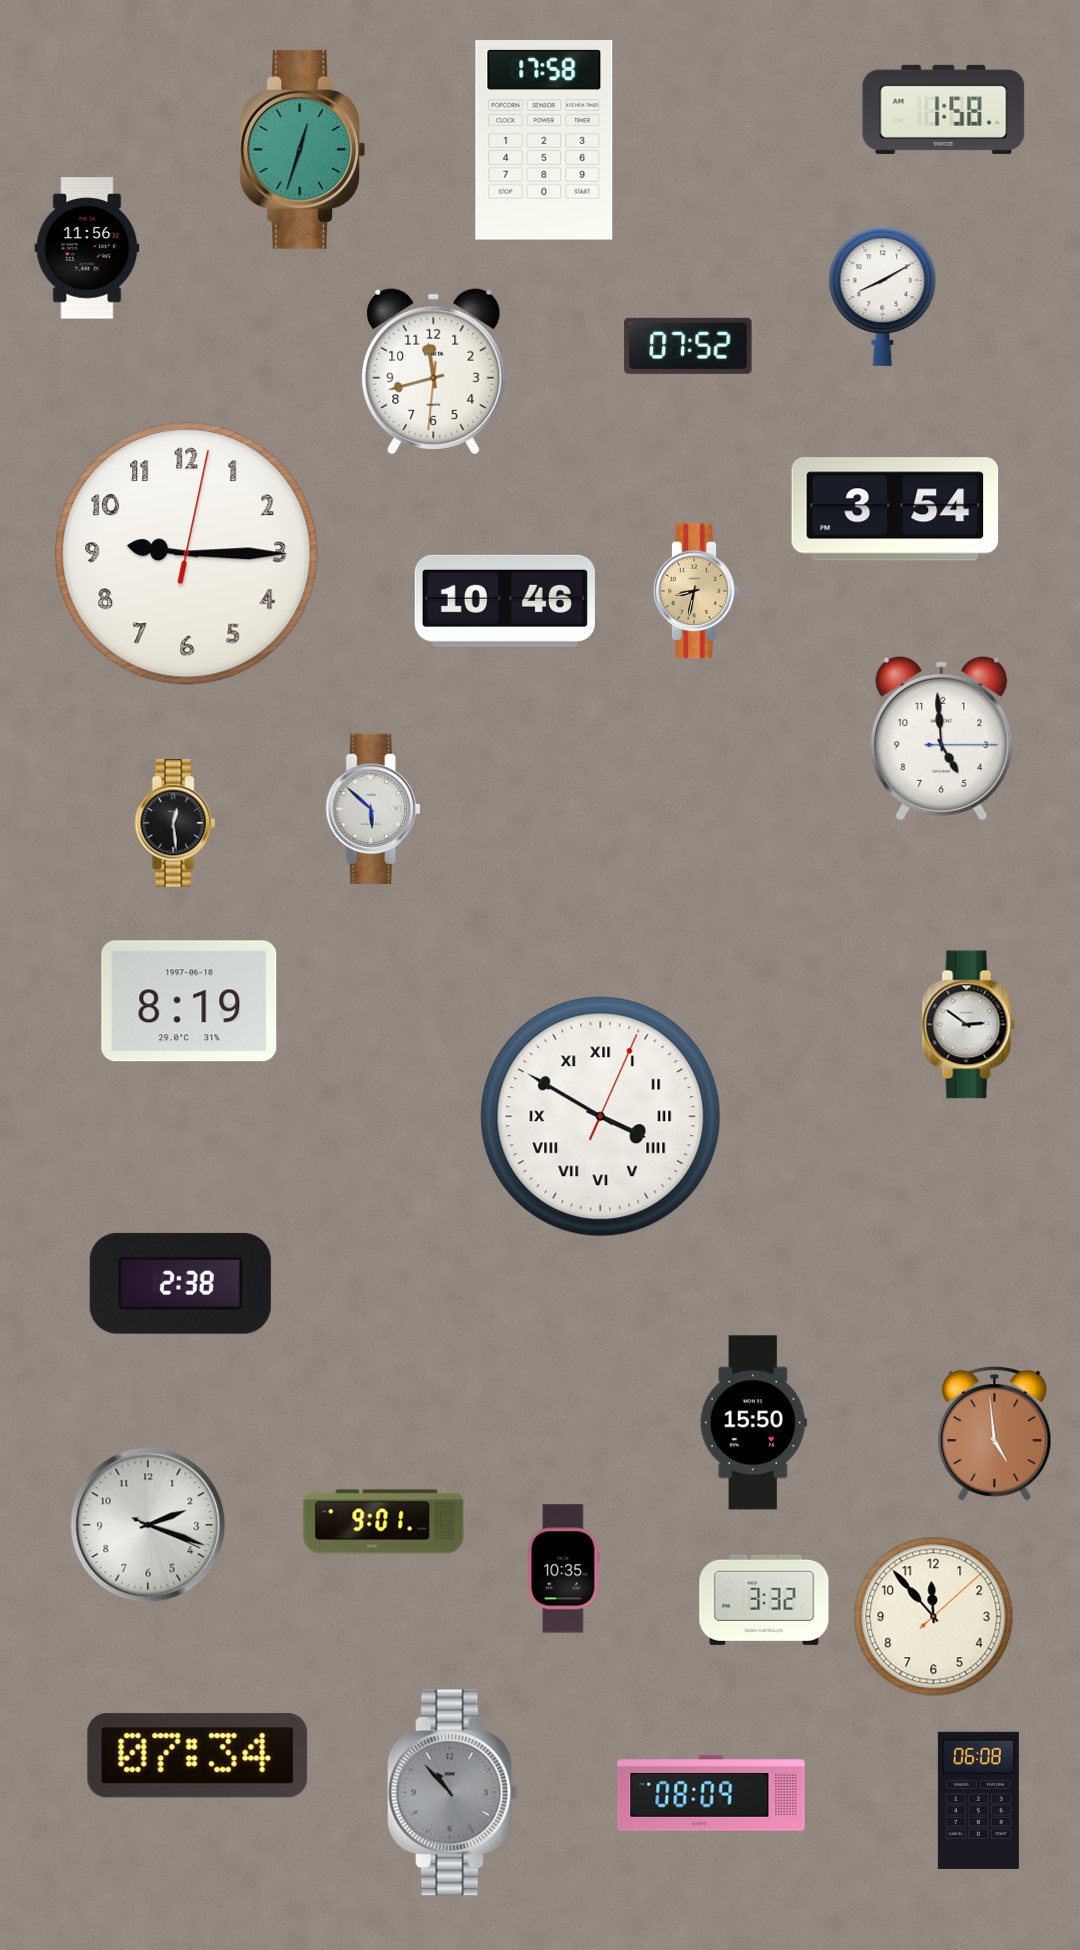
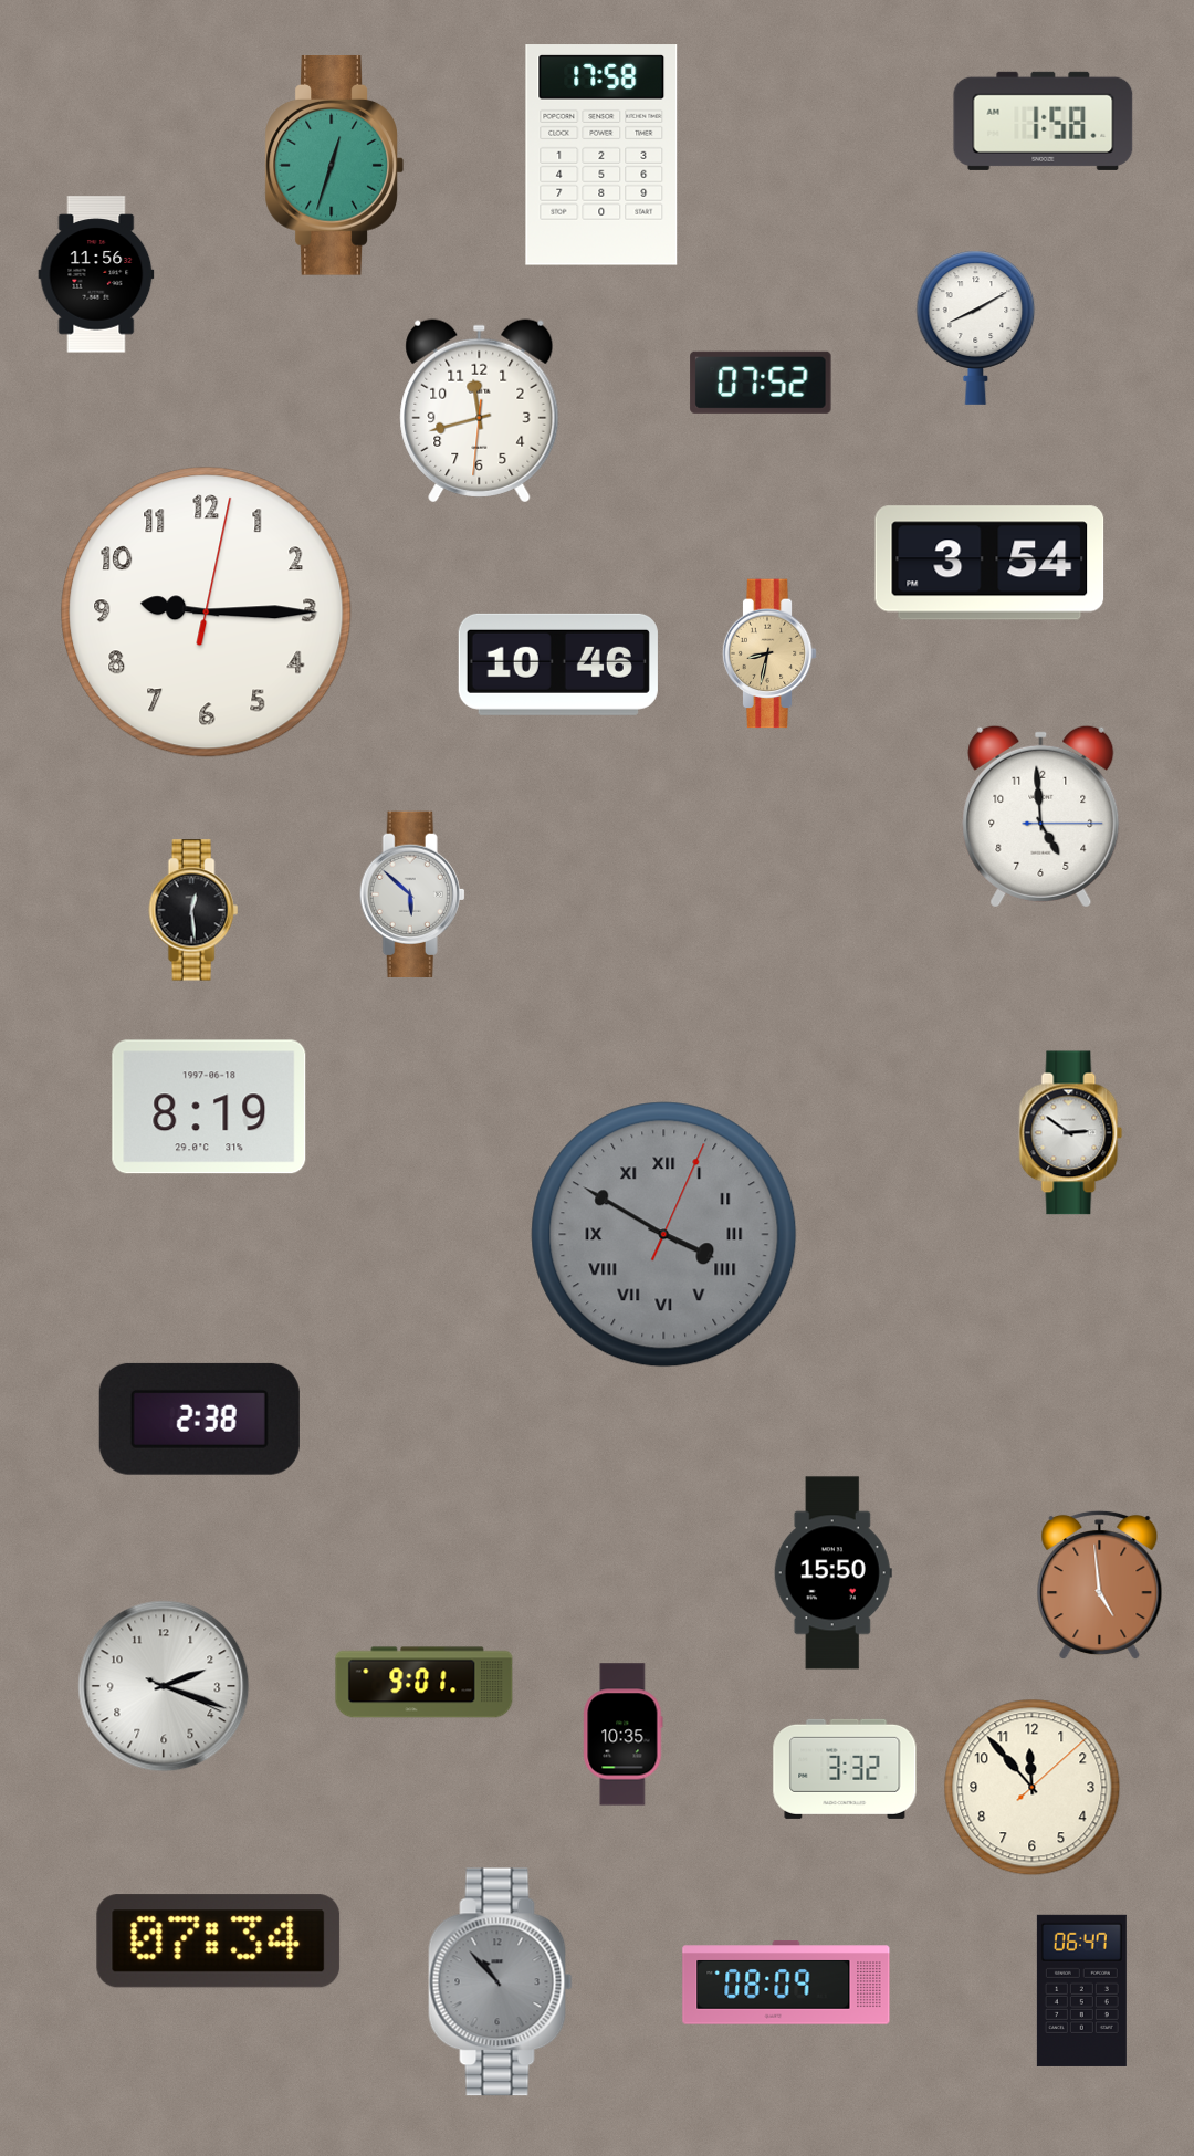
clock at (601, 1117) dial: white -> grey
clock at (978, 1800): 06:08 -> 06:47
